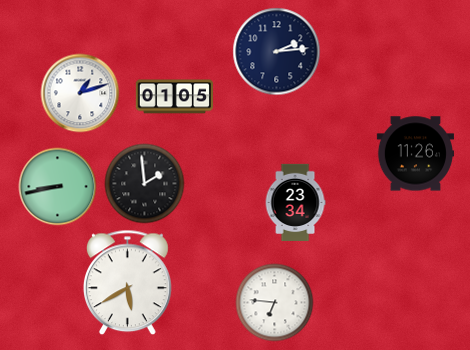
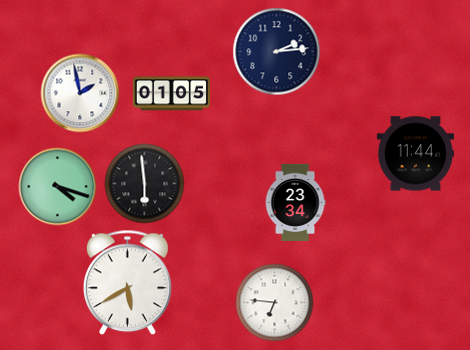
clock at (80, 93): 1:12 -> 1:58
clock at (174, 97) position: (174, 97) -> (171, 94)
clock at (415, 154): 11:26 -> 11:44
clock at (144, 183): 1:59 -> 5:59
clock at (57, 186): 8:43 -> 4:18
